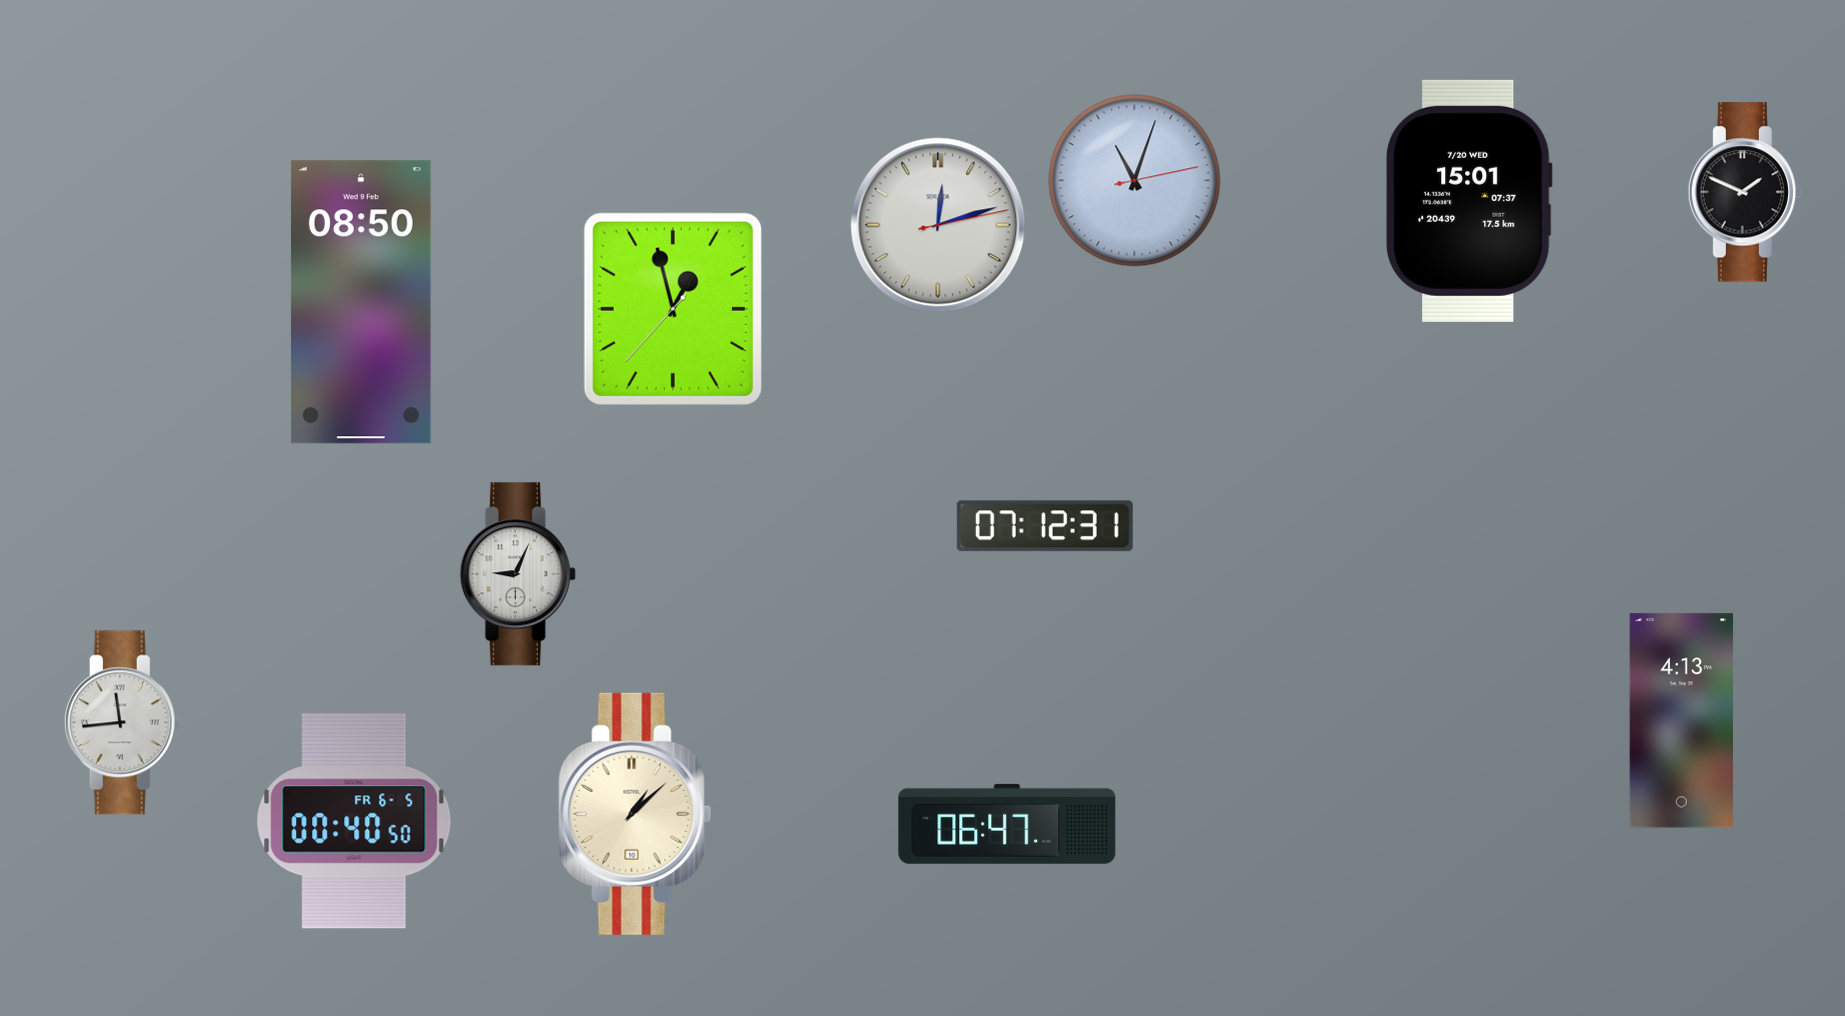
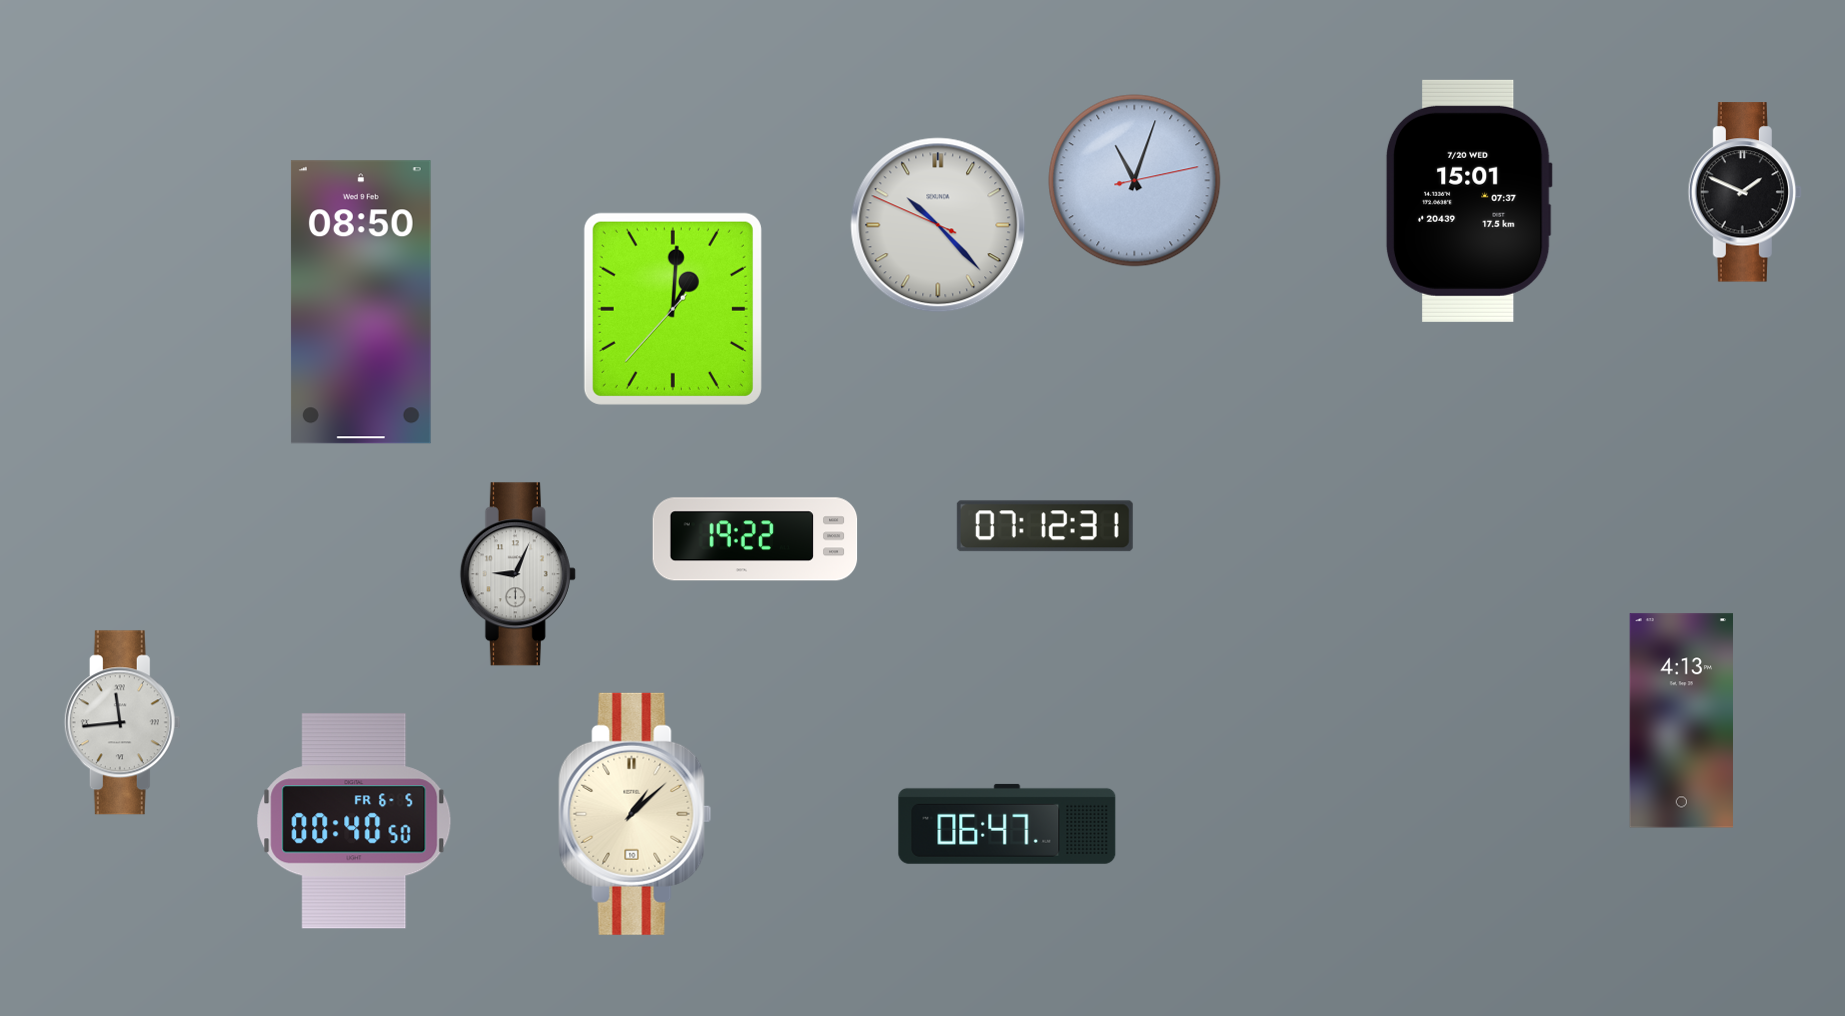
clock at (938, 225): 12:12 -> 10:22
clock at (673, 309): 12:57 -> 1:00
clock at (755, 539): none -> 19:22
